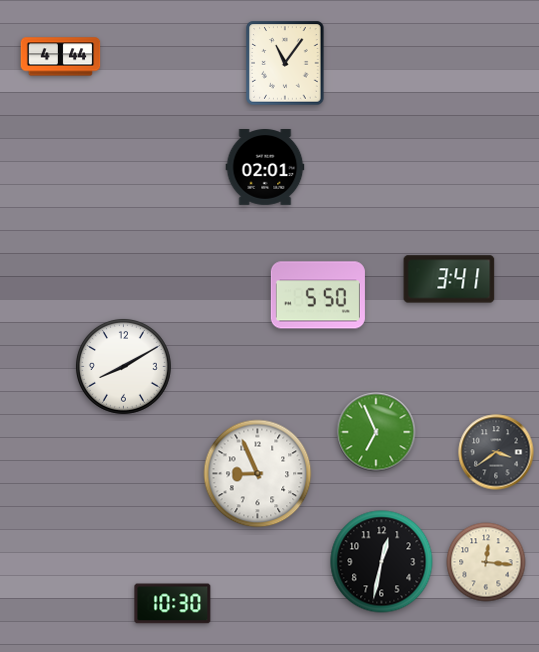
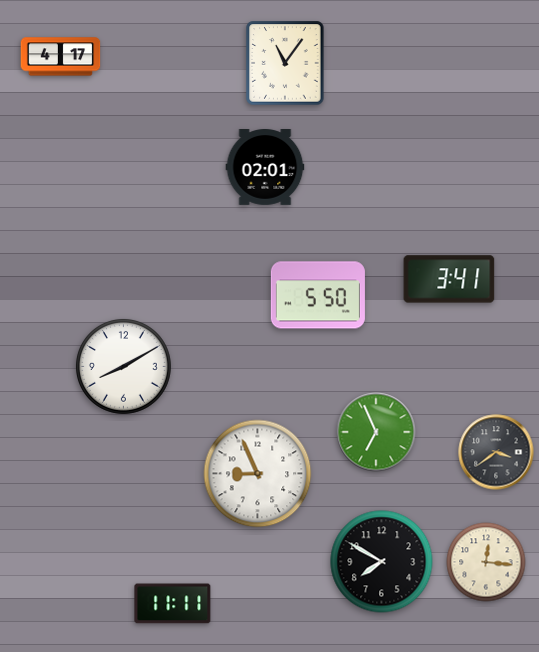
clock at (61, 57): 4:44 -> 4:17
clock at (382, 562): 12:32 -> 7:50
clock at (173, 604): 10:30 -> 11:11
